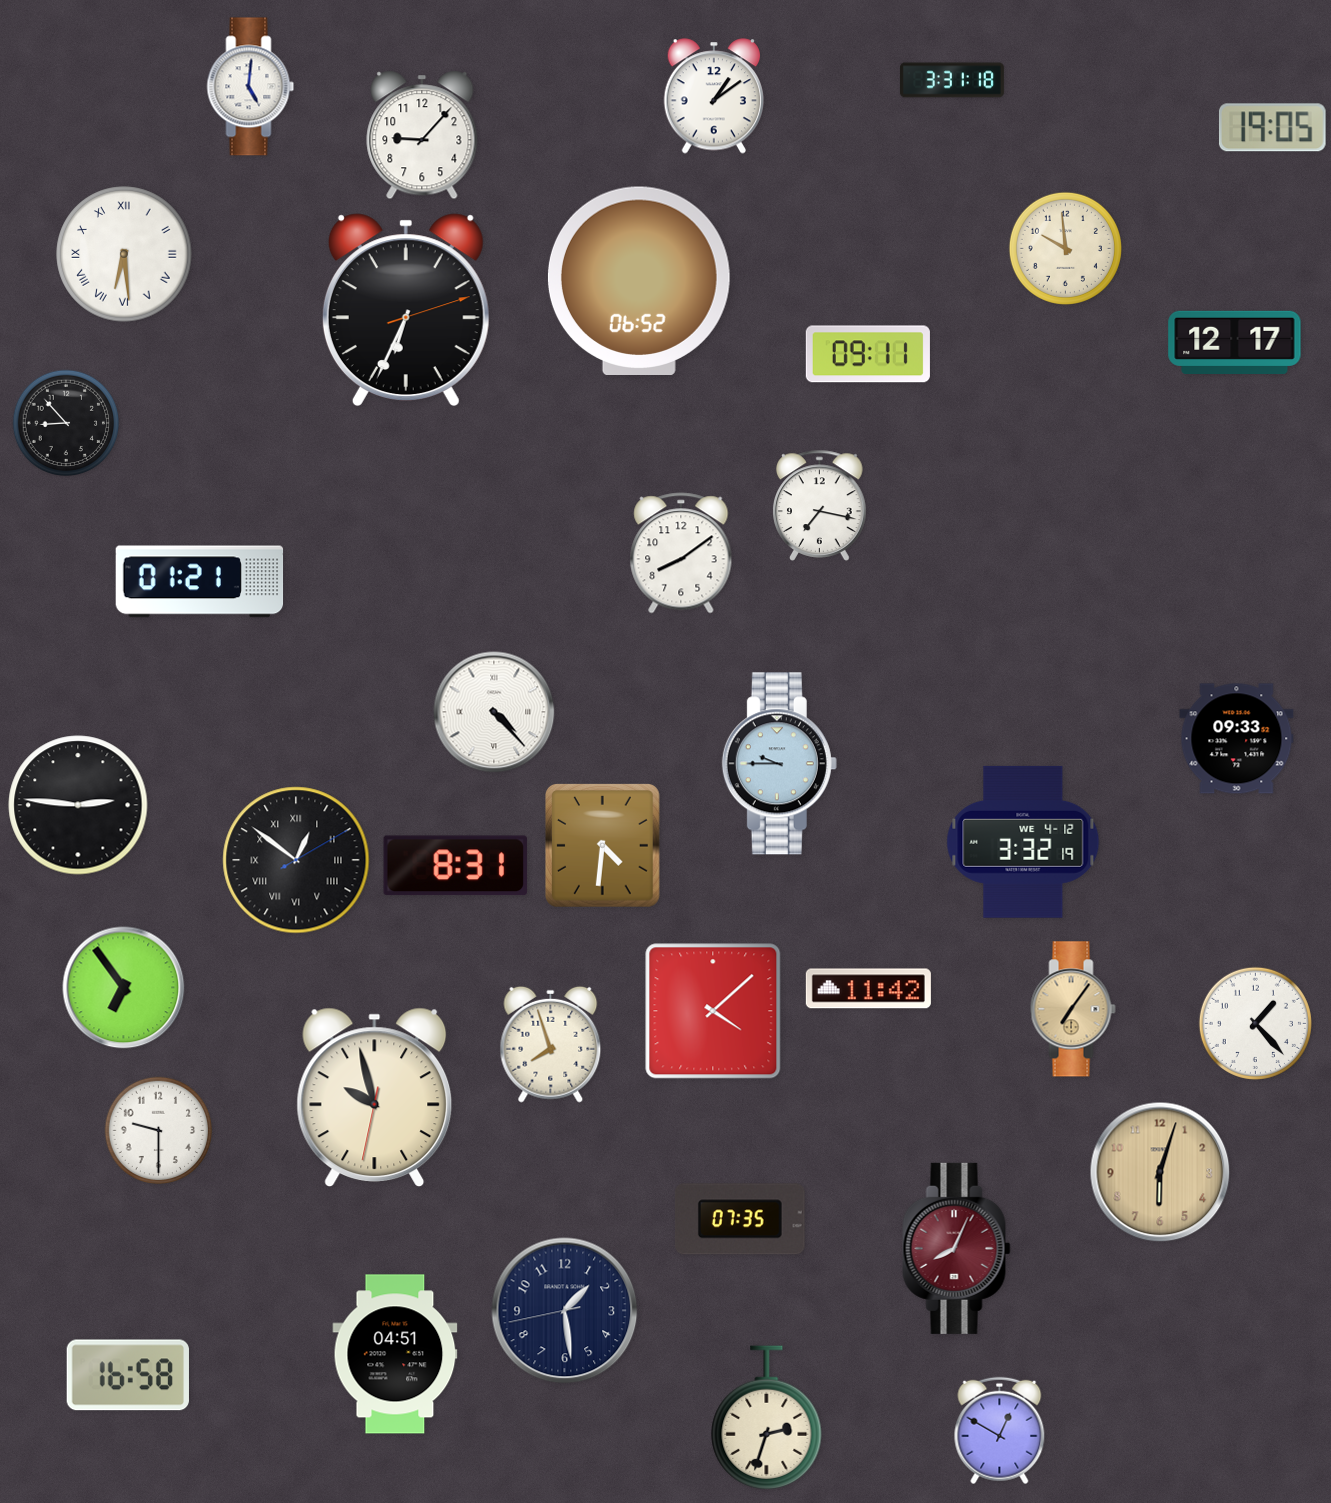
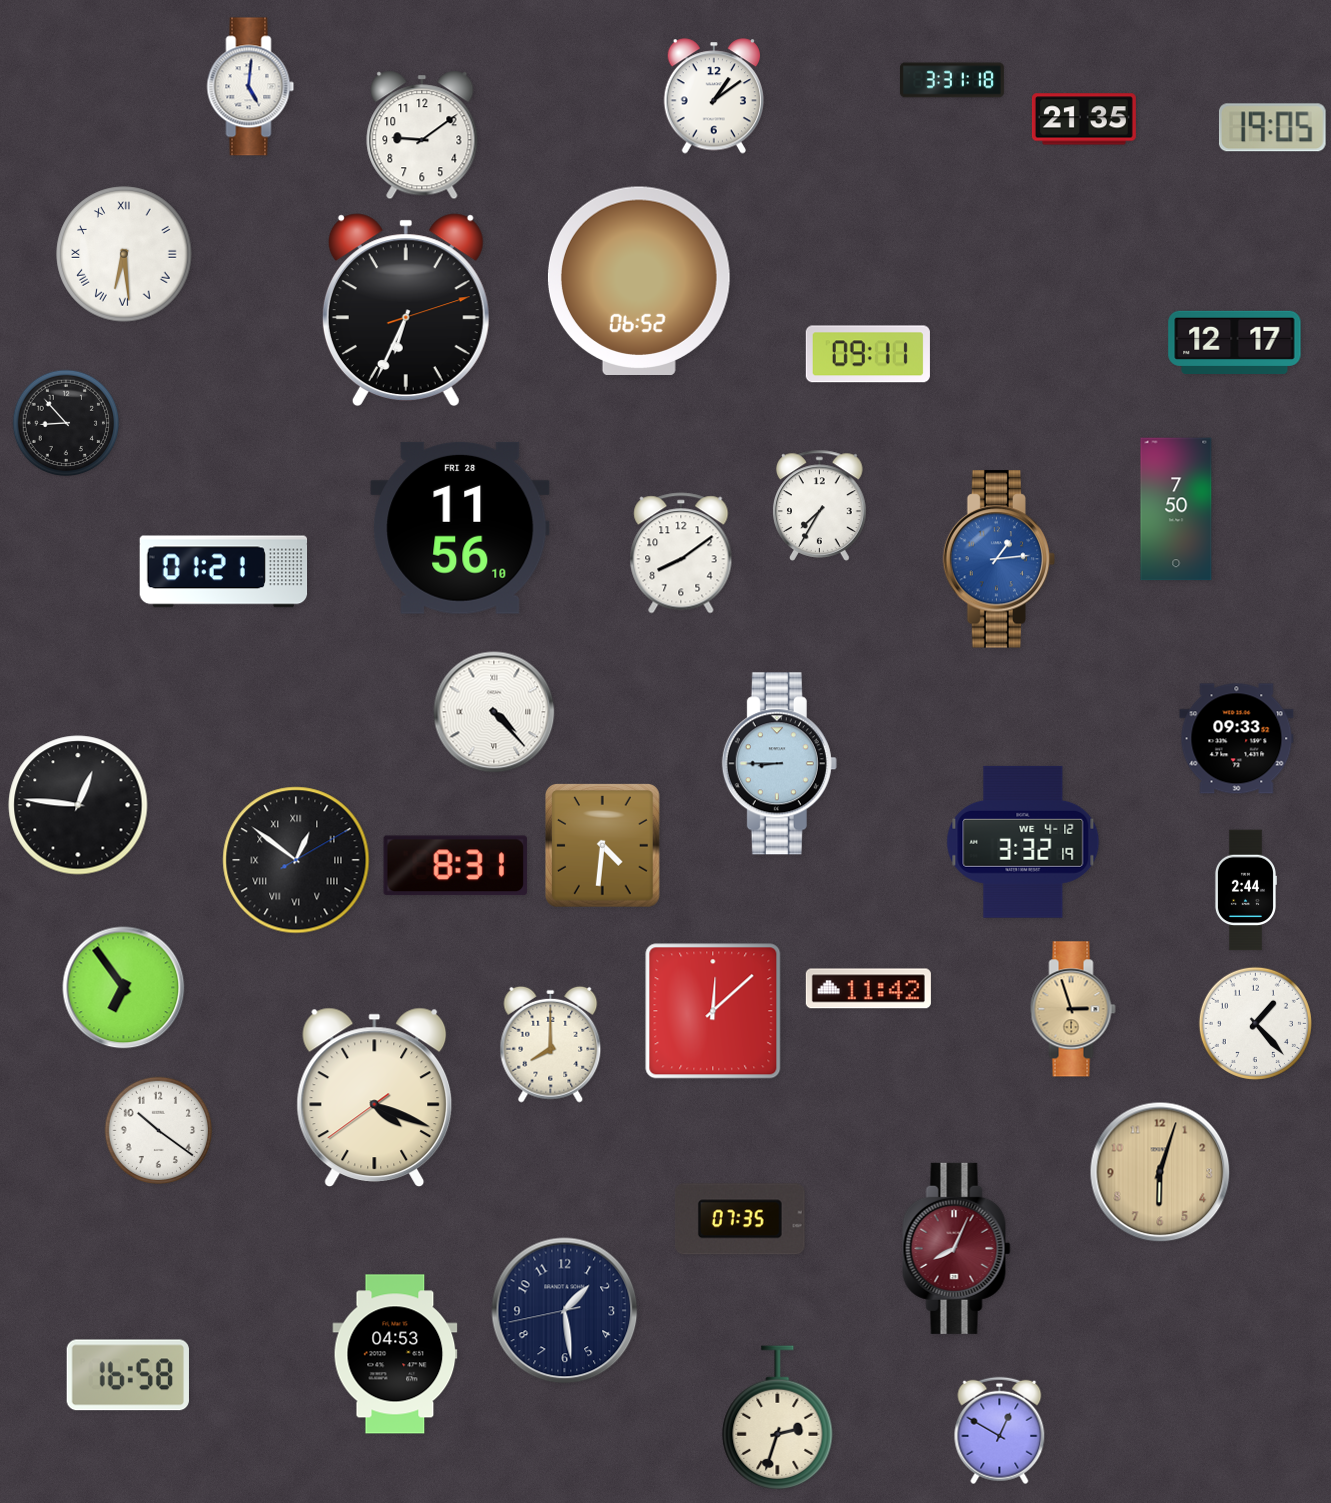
clock at (1084, 119): none -> 21:35
clock at (422, 135): 9:07 -> 9:09
clock at (1065, 248): 9:59 -> none
clock at (820, 505): 7:17 -> 7:35
clock at (1176, 509): none -> 7:50
clock at (460, 528): none -> 11:56
clock at (999, 559): none -> 1:14
clock at (200, 582) position: (200, 582) -> (224, 572)
clock at (779, 764): 9:45 -> 8:45
clock at (78, 805): 2:46 -> 12:46
clock at (1245, 890): none -> 2:44
clock at (1073, 1009): 7:06 -> 2:57
clock at (713, 1011): 4:08 -> 12:08
clock at (551, 1044): 7:57 -> 8:00
clock at (375, 1098): 9:57 -> 4:18
clock at (159, 1131): 9:30 -> 10:21
clock at (395, 1354): 04:51 -> 04:53
clock at (767, 1418) position: (767, 1418) -> (778, 1418)
